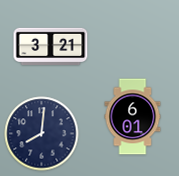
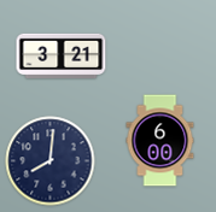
clock at (133, 117): 6:01 -> 6:00
